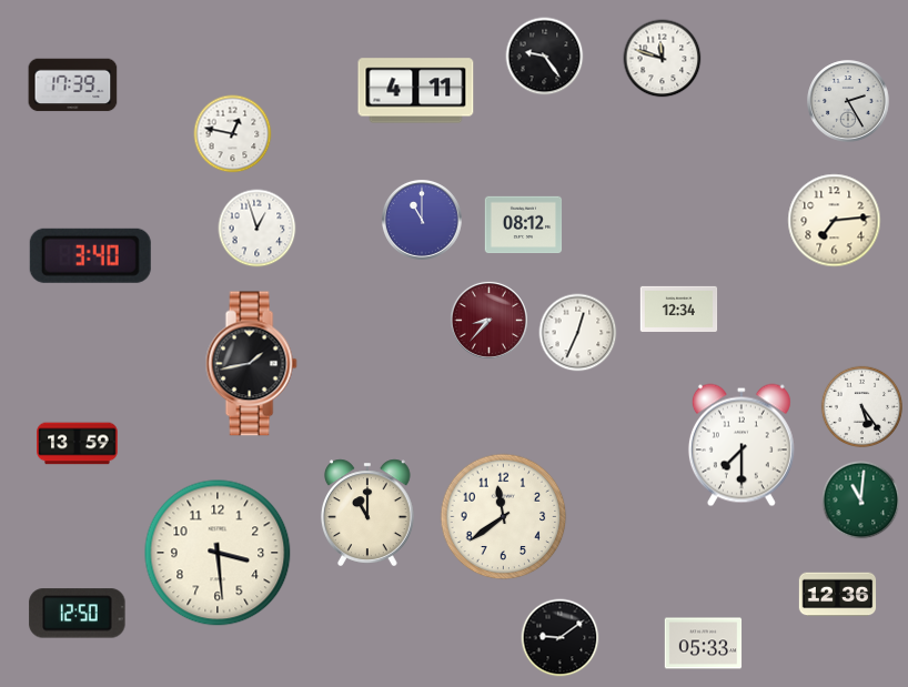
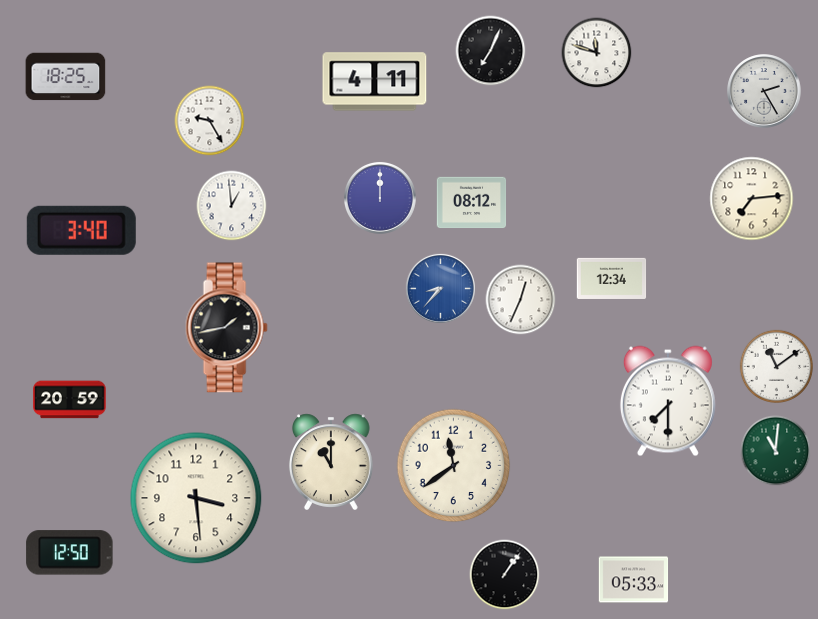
clock at (545, 57): 9:24 -> 7:04
clock at (73, 85): 17:39 -> 18:25
clock at (233, 134): 12:47 -> 9:25
clock at (422, 220): 11:00 -> 12:00
clock at (258, 229): 12:57 -> 12:59
clock at (488, 320) dial: burgundy -> blue
clock at (861, 406): 5:24 -> 11:09
clock at (78, 444): 13:59 -> 20:59
clock at (838, 595): 12:36 -> none
clock at (561, 638): 9:09 -> 1:06
